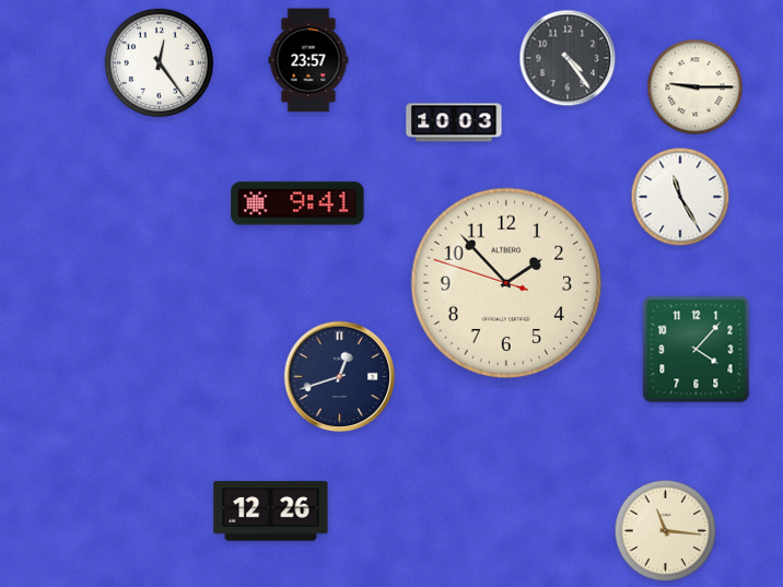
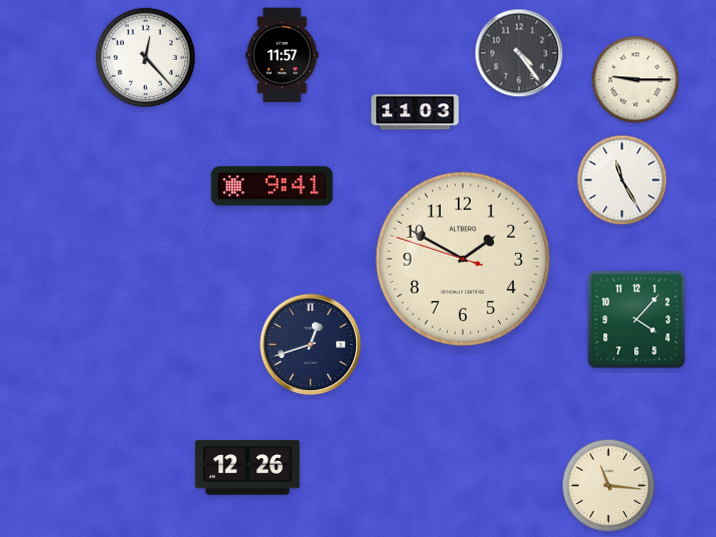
clock at (308, 60): 23:57 -> 11:57
clock at (159, 62): 12:24 -> 12:23
clock at (454, 122): 10:03 -> 11:03
clock at (506, 283): 1:52 -> 1:49
